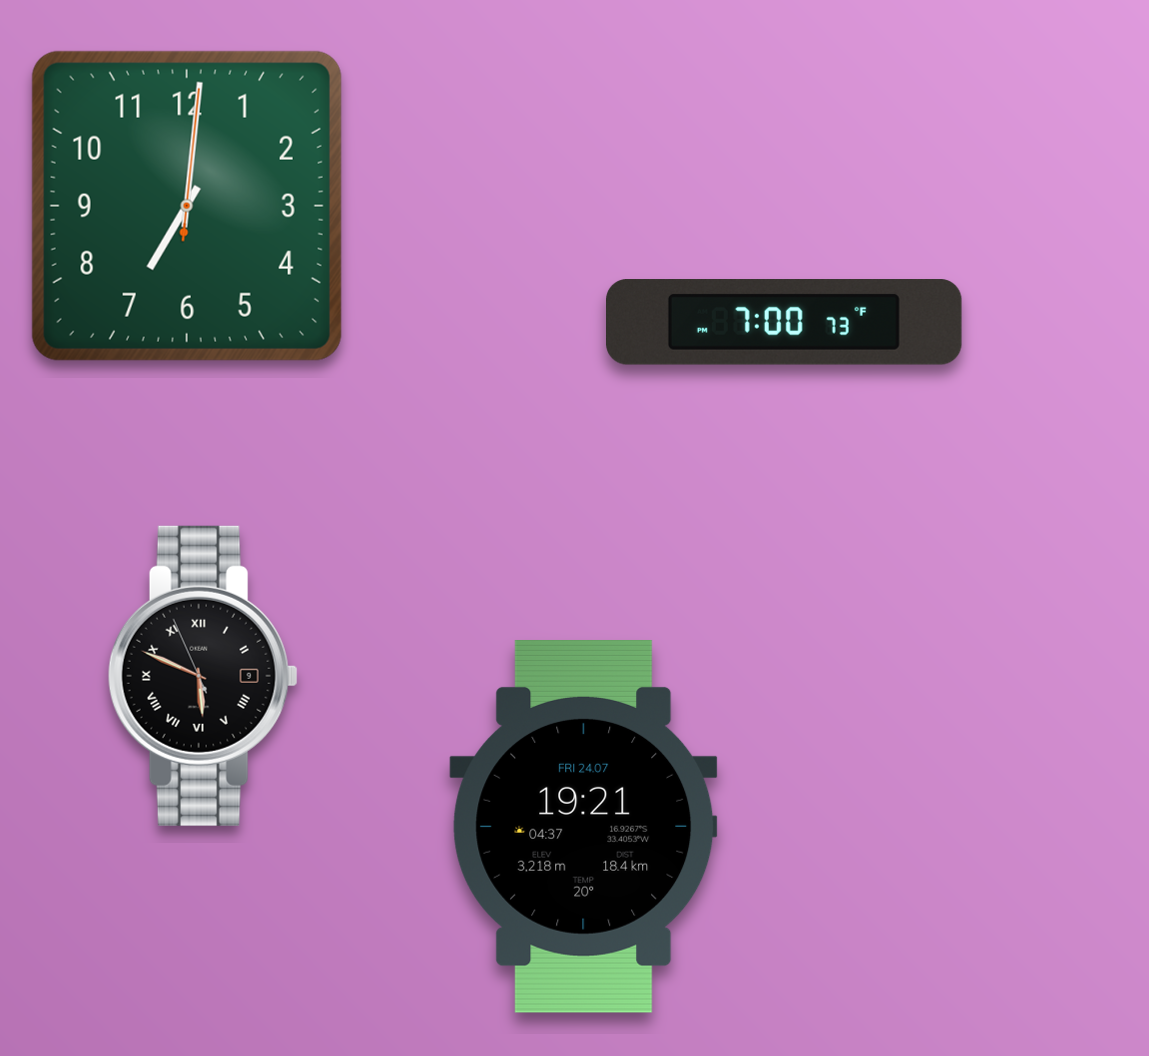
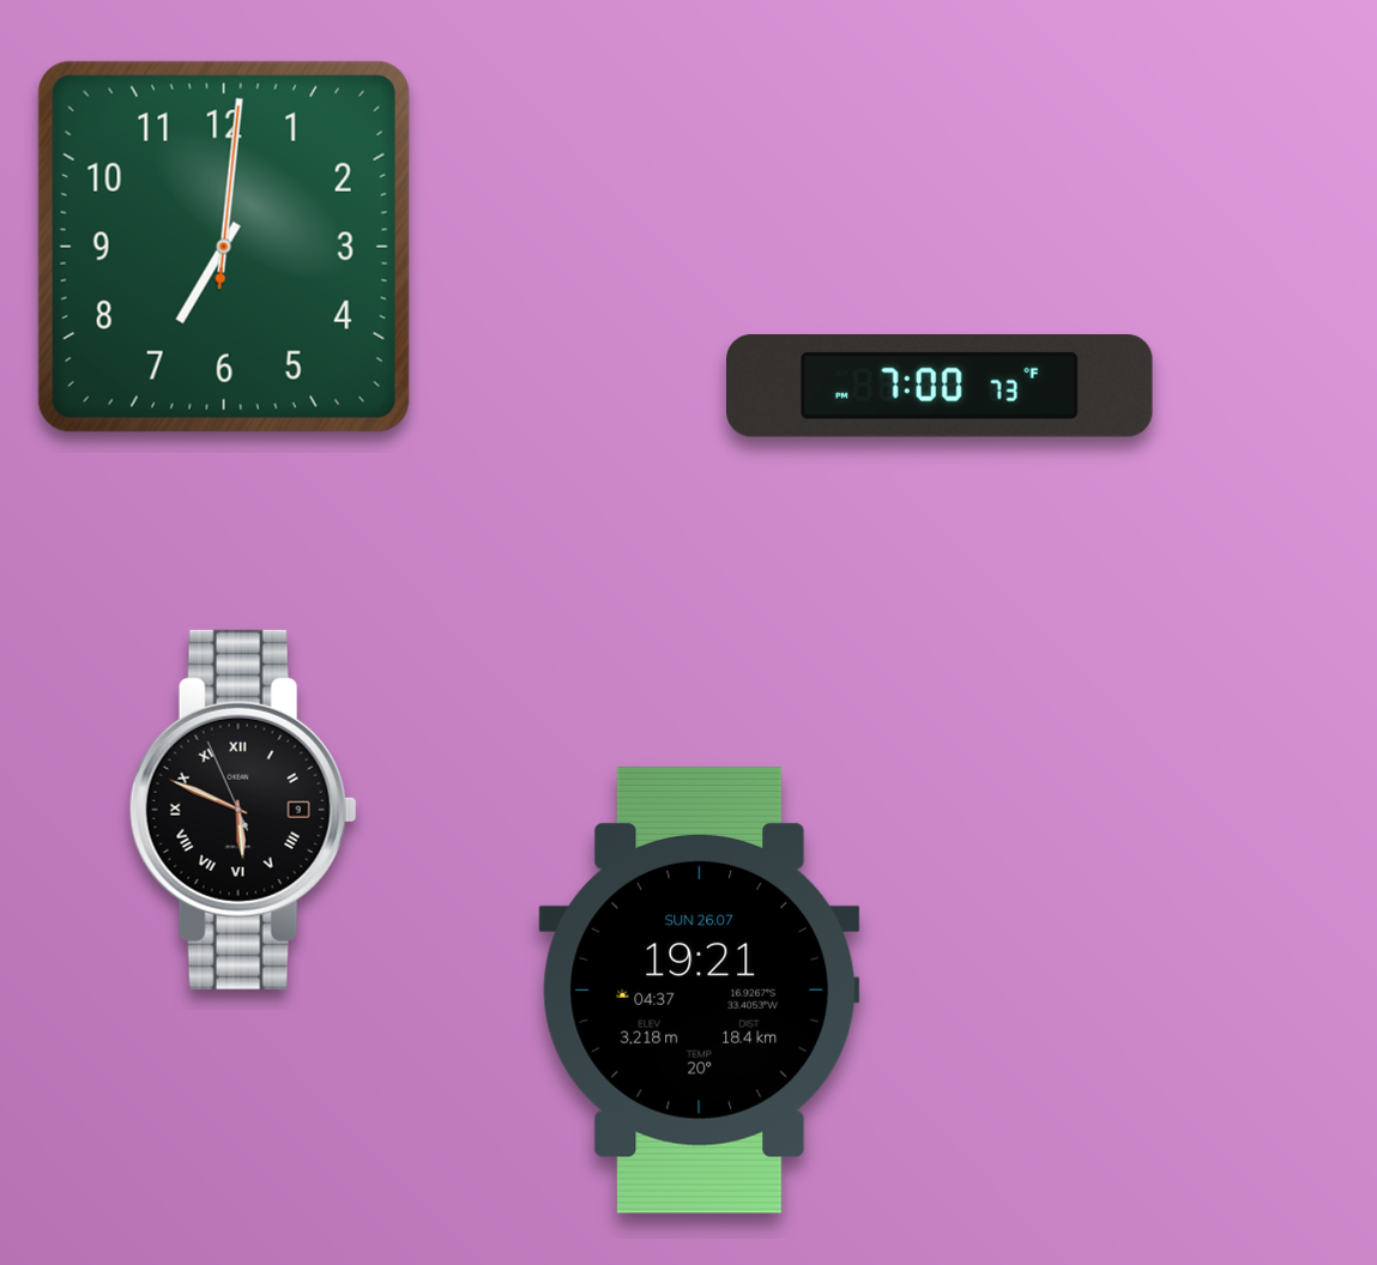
clock at (584, 826) date: FRI 24.07 -> SUN 26.07
